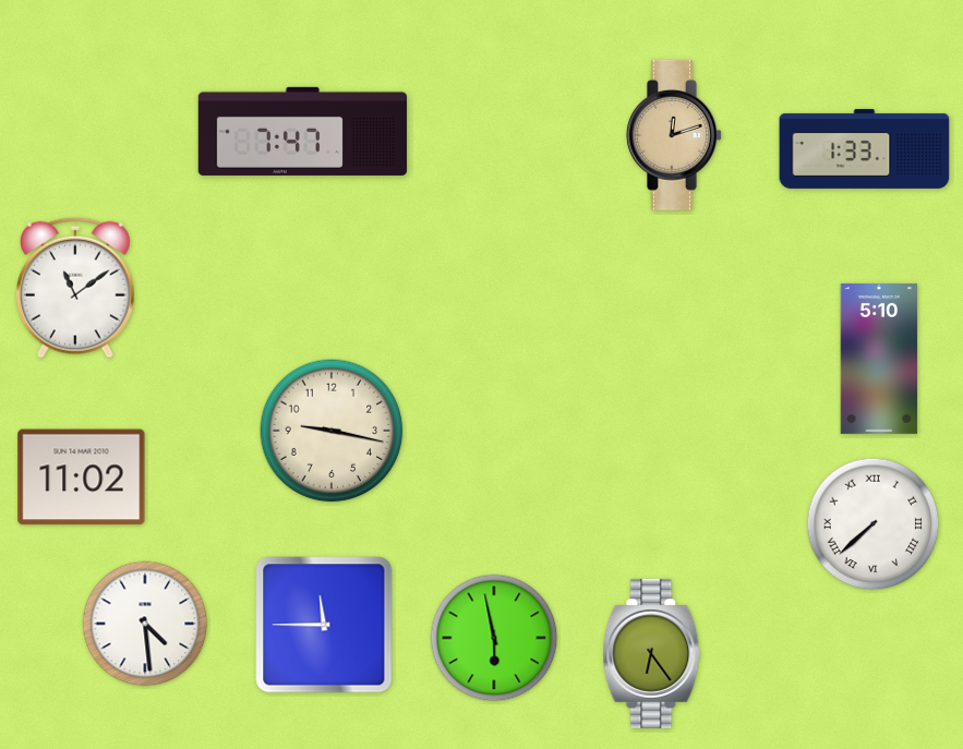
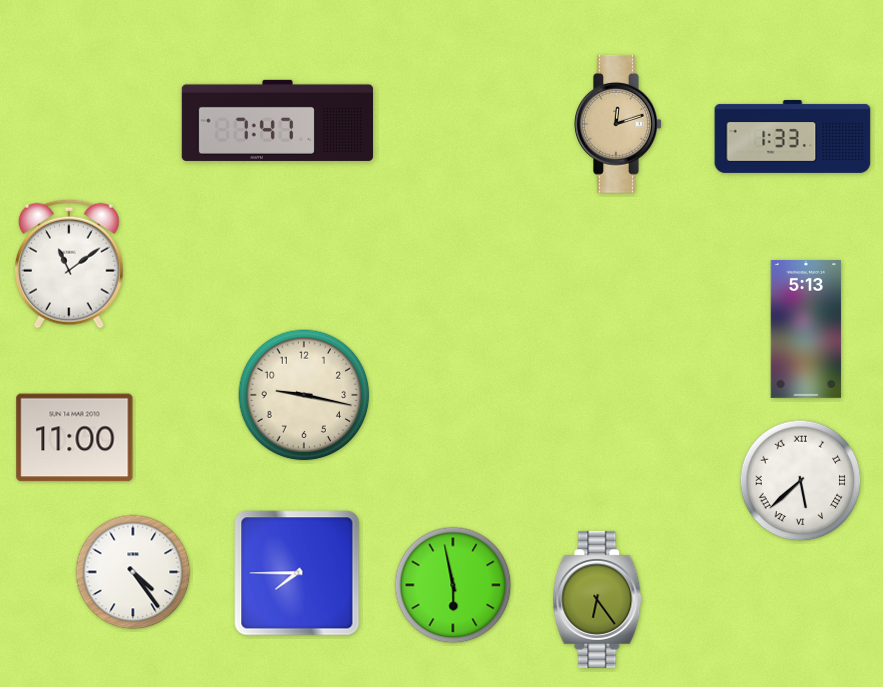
clock at (879, 359): 5:10 -> 5:13
clock at (82, 478): 11:02 -> 11:00
clock at (874, 524): 7:38 -> 5:38
clock at (145, 624): 4:29 -> 4:24
clock at (324, 625): 11:45 -> 7:45
